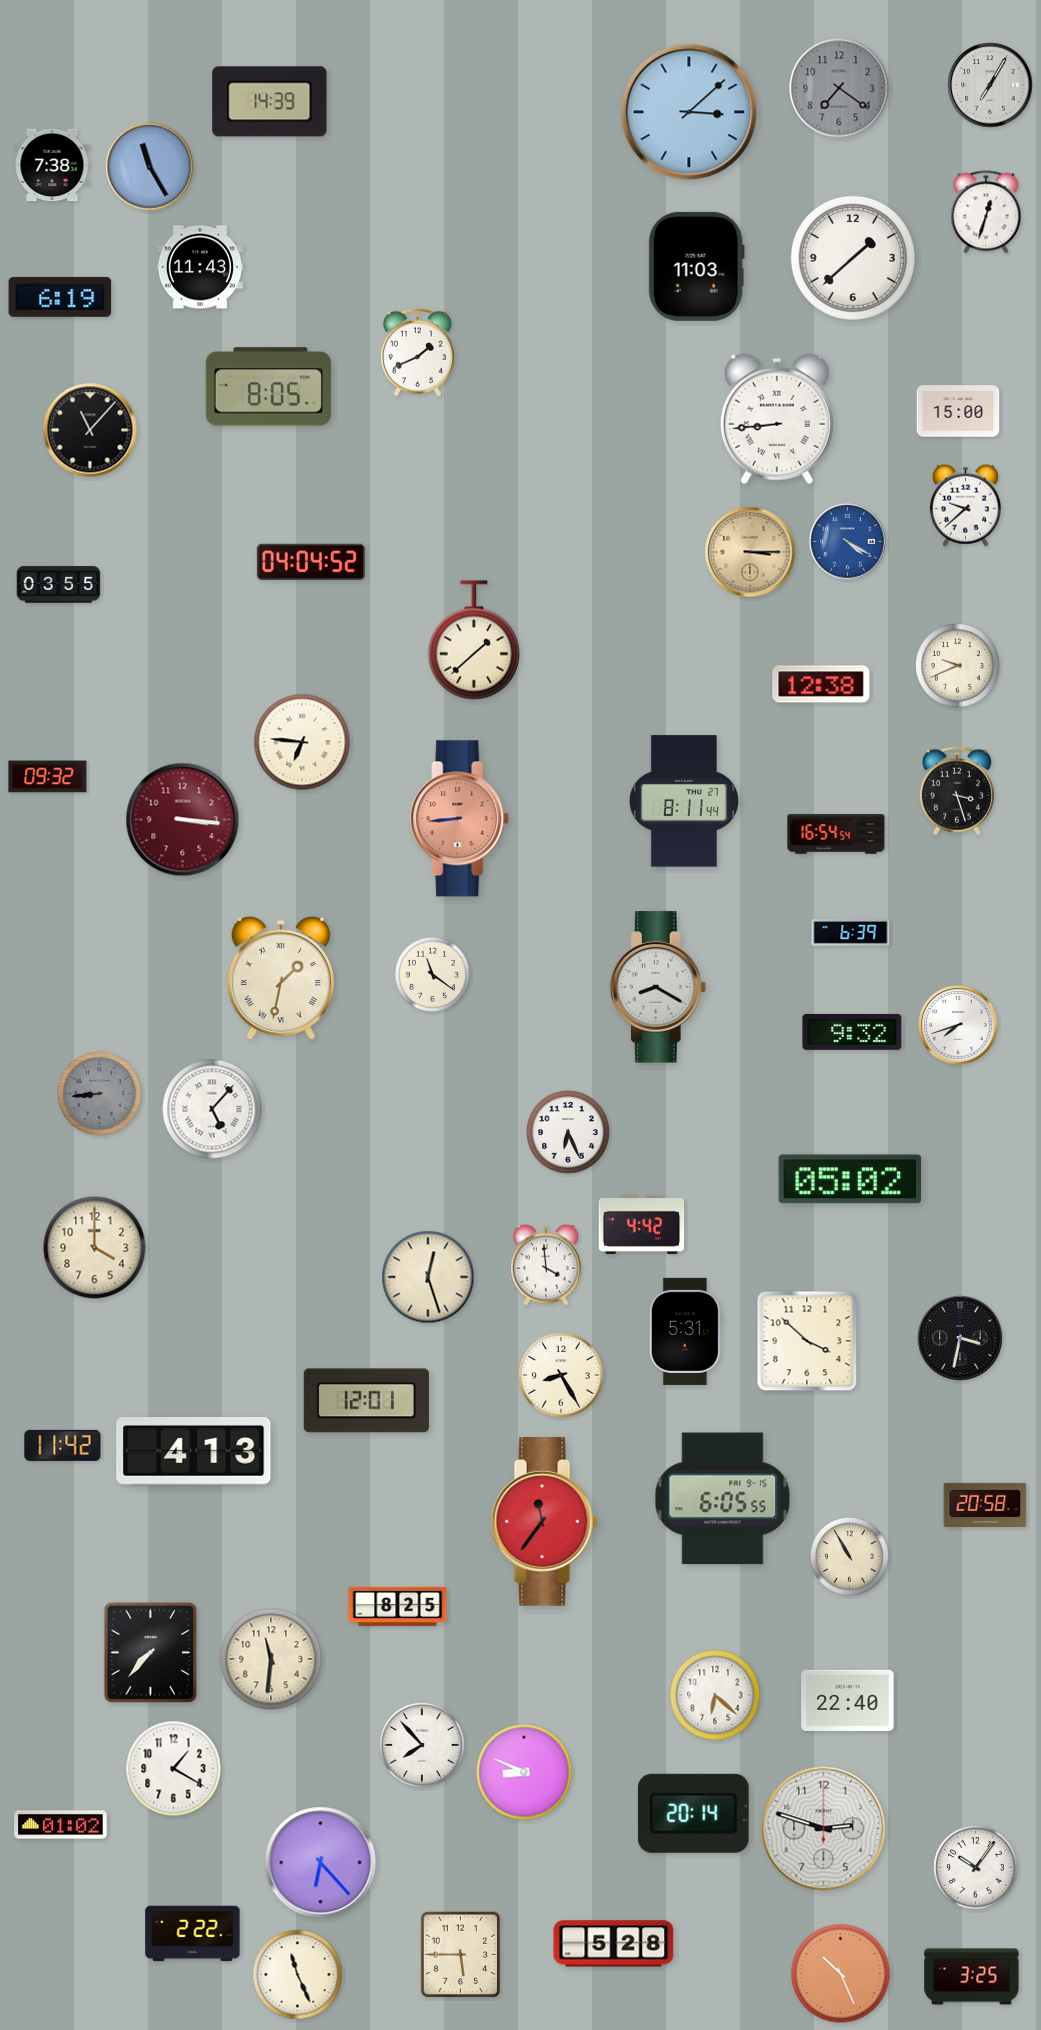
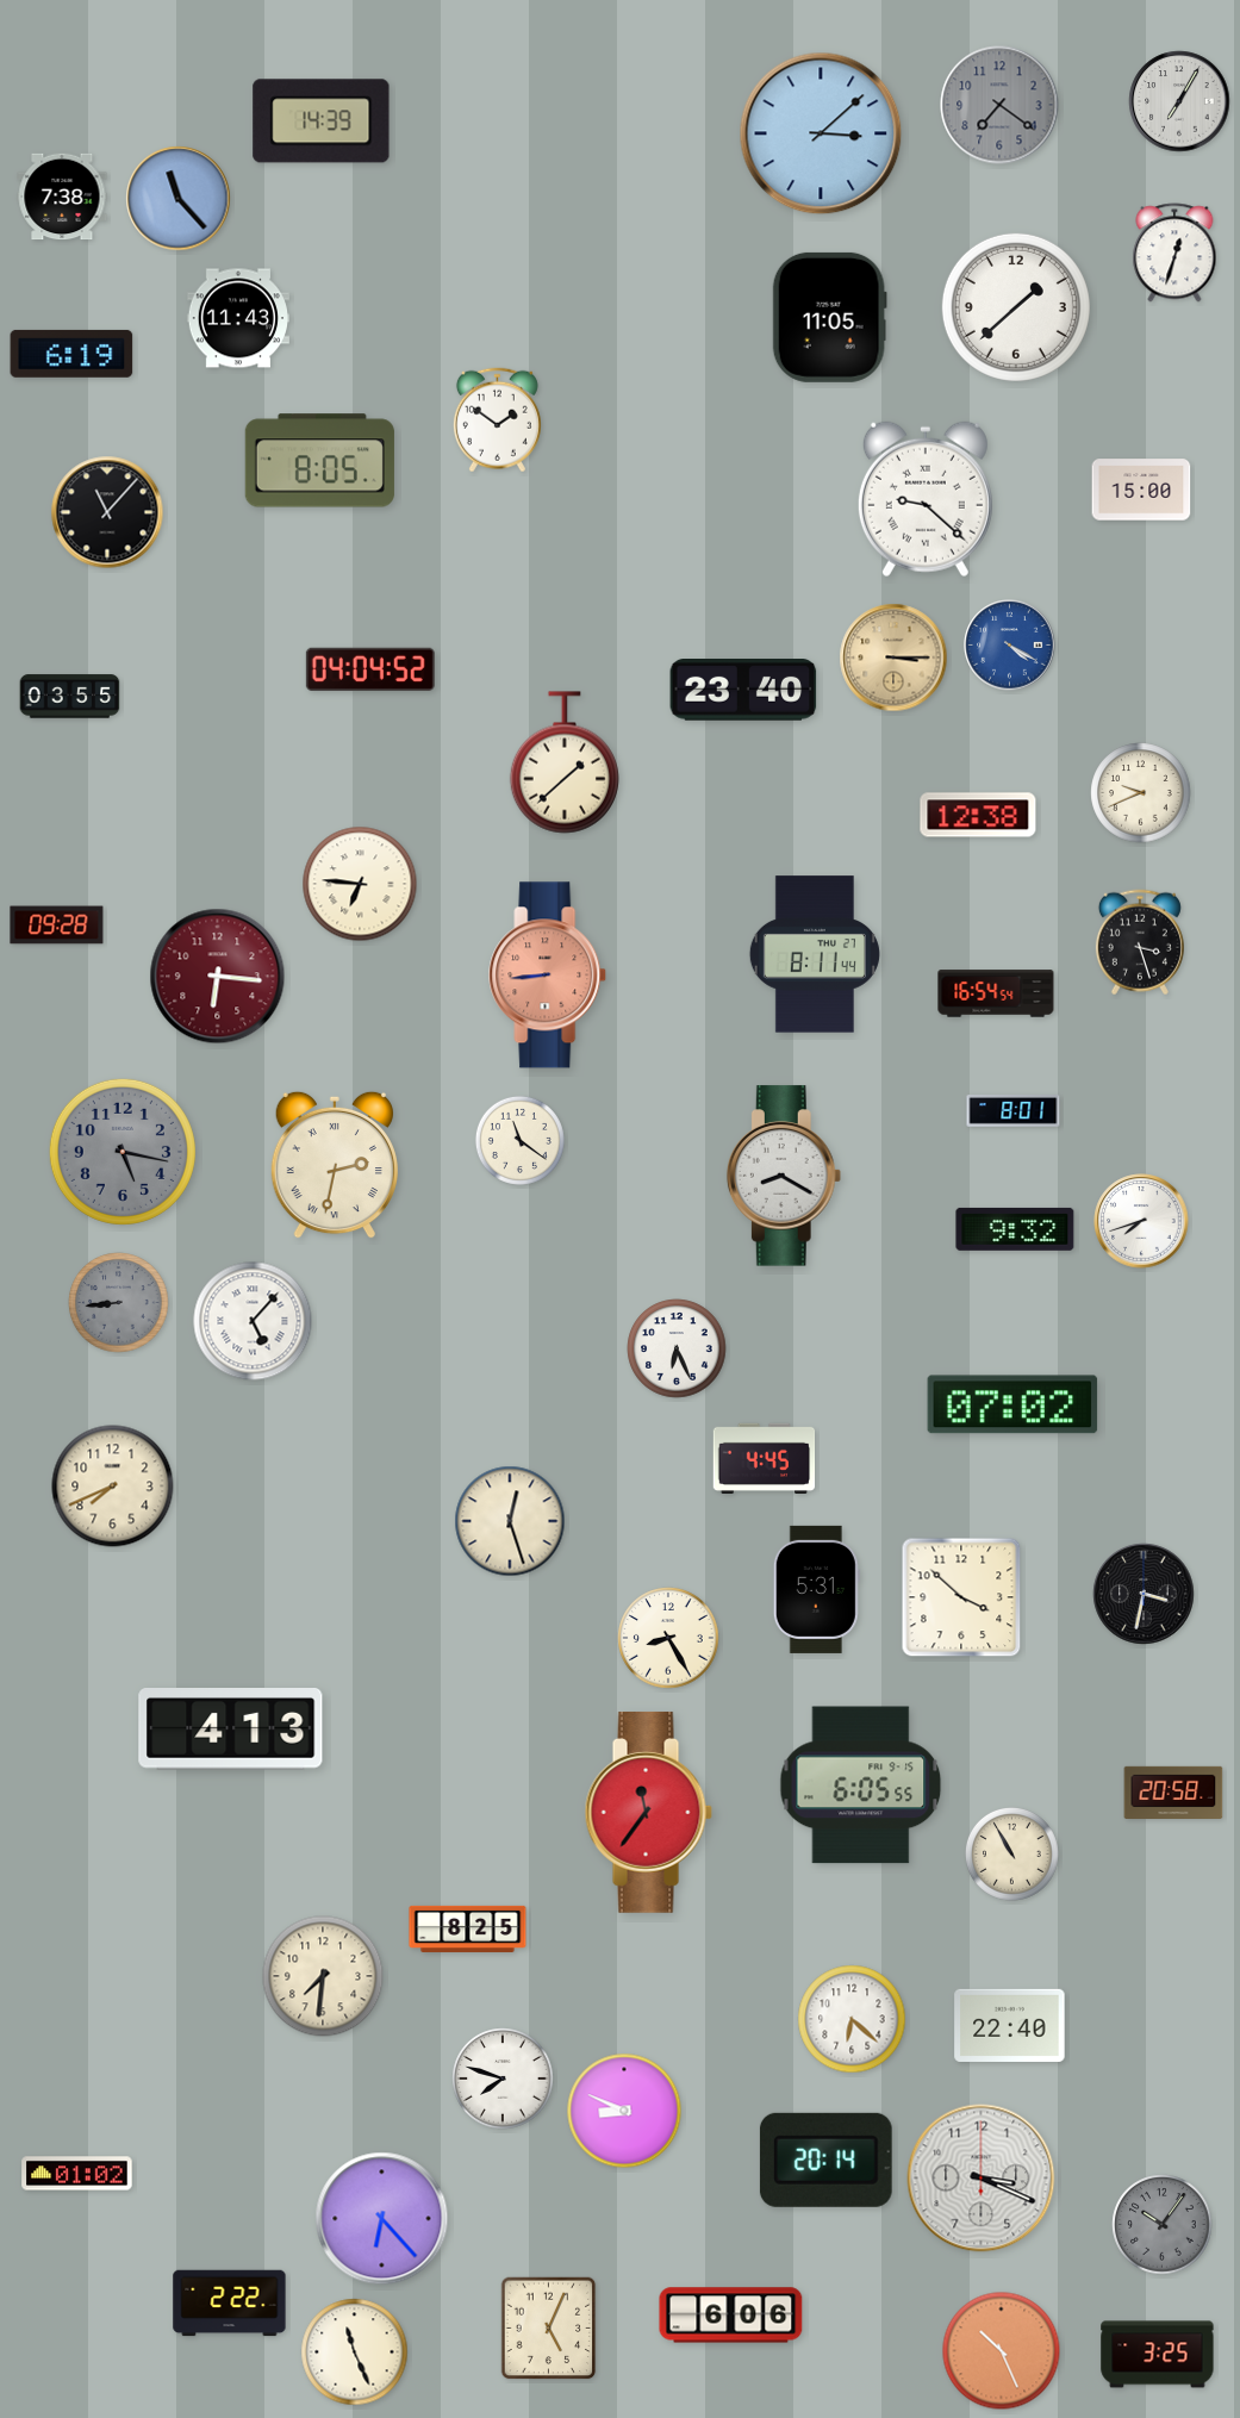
clock at (150, 167): 11:25 -> 11:23
clock at (696, 266): 11:03 -> 11:05
clock at (417, 353): 1:41 -> 1:51
clock at (777, 419): 8:44 -> 9:22
clock at (965, 505): 9:38 -> none
clock at (743, 691): none -> 23:40
clock at (48, 777): 09:32 -> 09:28
clock at (183, 820): 3:16 -> 6:16
clock at (851, 933): 6:39 -> 8:01
clock at (123, 1152): none -> 5:17
clock at (432, 974) position: (432, 974) -> (519, 1140)
clock at (281, 978): 1:32 -> 2:32
clock at (850, 1179): 05:02 -> 07:02
clock at (642, 1224): 4:42 -> 4:45
clock at (95, 1248): 4:00 -> 7:41
clock at (547, 1265): 3:59 -> none
clock at (685, 1331) position: (685, 1331) -> (816, 1589)
clock at (366, 1401): 12:01 -> none
clock at (63, 1445): 11:42 -> none
clock at (398, 1606) position: (398, 1606) -> (468, 1928)
clock at (151, 1653): 7:37 -> none
clock at (271, 1659): 11:31 -> 7:31
clock at (422, 1745): 7:53 -> 7:48
clock at (174, 1769): 1:20 -> none
clock at (61, 1825) position: (61, 1825) -> (77, 2174)
clock at (824, 1829): 2:48 -> 3:19
clock at (976, 1868) dial: white -> grey
clock at (614, 1944): 5:28 -> 6:06
clock at (461, 1955): 5:45 -> 5:04
